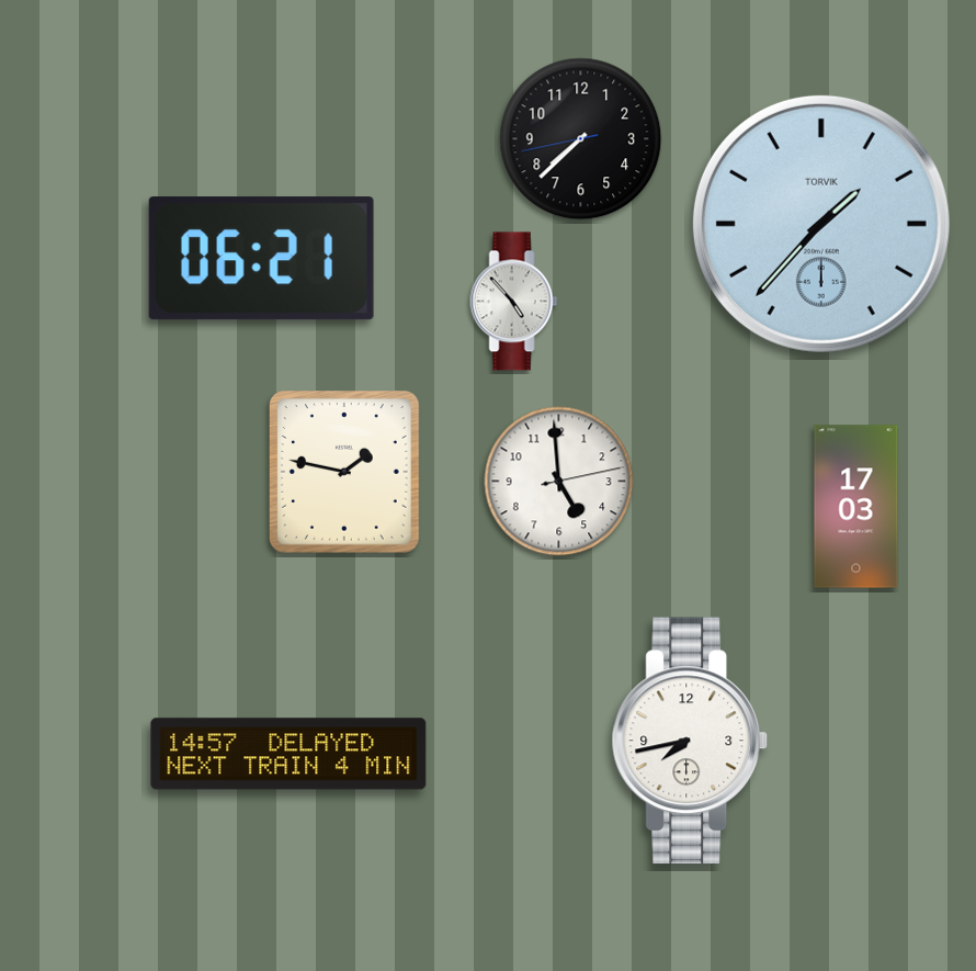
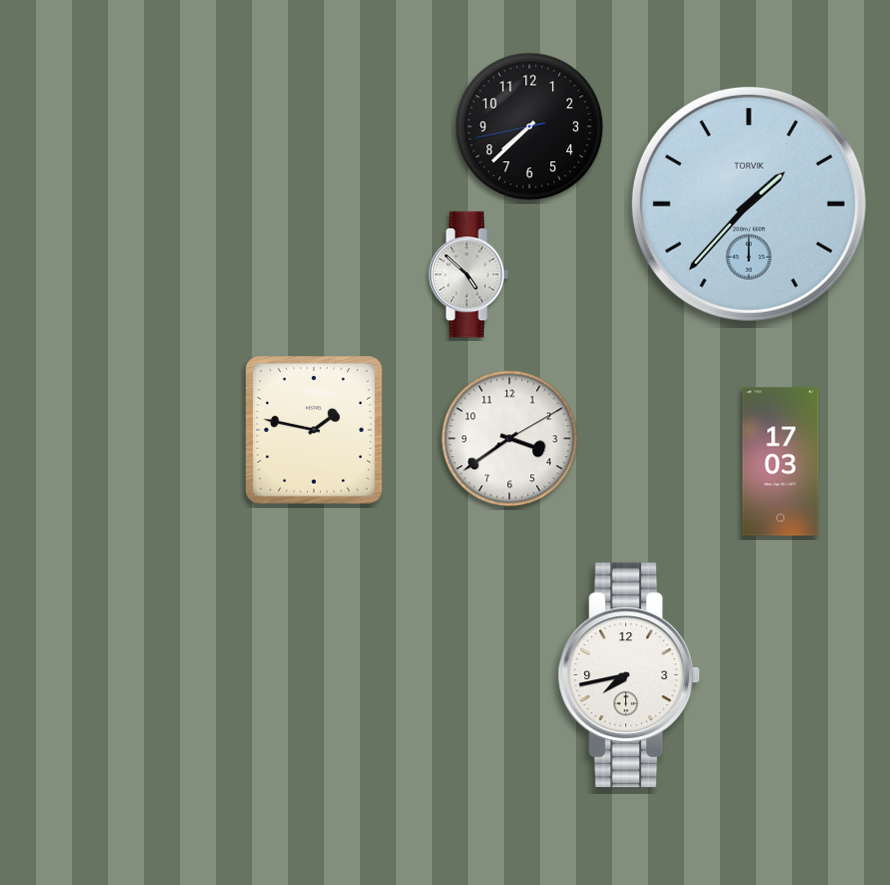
clock at (261, 259): 06:21 -> none
clock at (514, 302): 4:53 -> 4:52
clock at (559, 482): 4:59 -> 3:39
clock at (288, 754): 14:57 -> none
